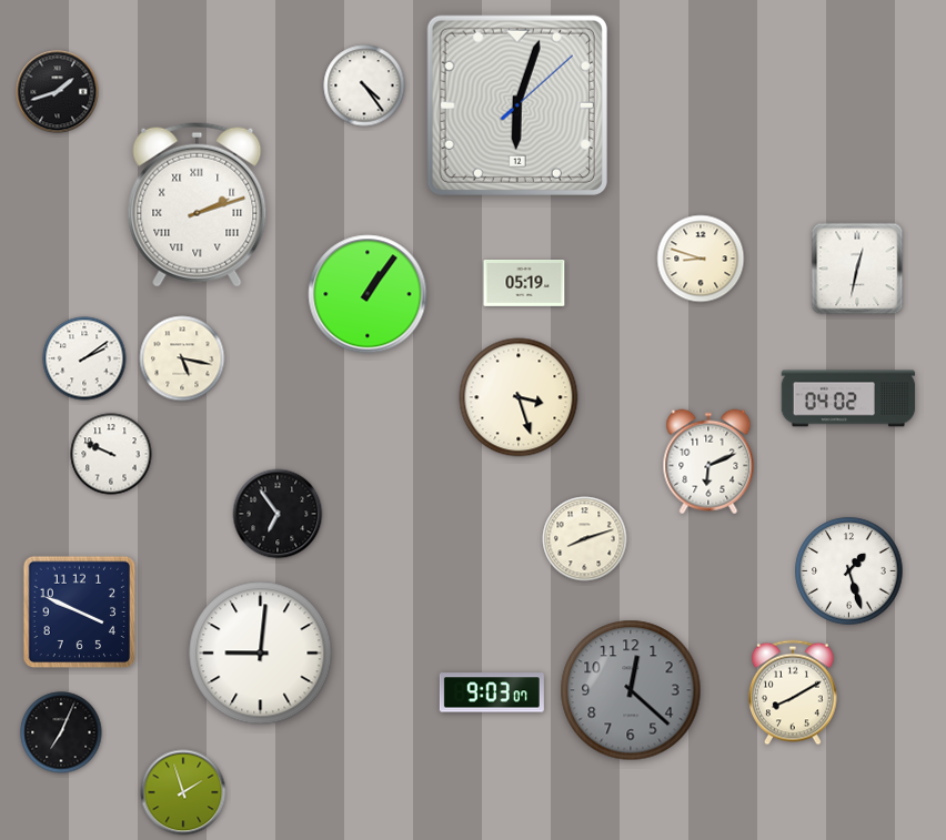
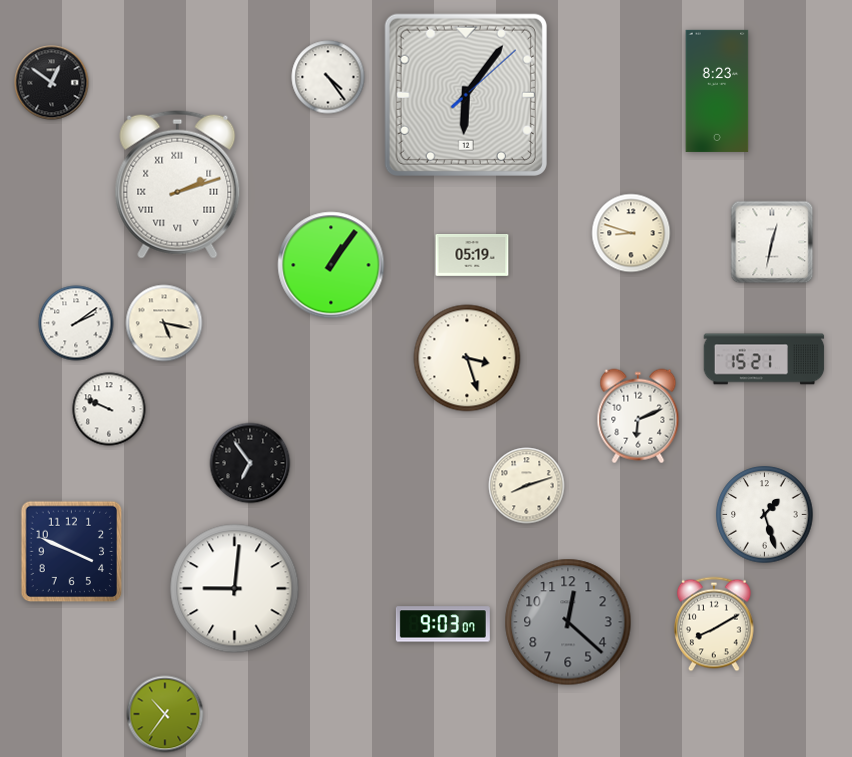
clock at (58, 92): 1:42 -> 12:51
clock at (717, 91): none -> 8:23
clock at (517, 105): 6:03 -> 6:06
clock at (848, 398): 04:02 -> 15:21
clock at (111, 454) position: (111, 454) -> (109, 409)
clock at (61, 732): 7:04 -> none
clock at (183, 792): 1:57 -> 10:36
